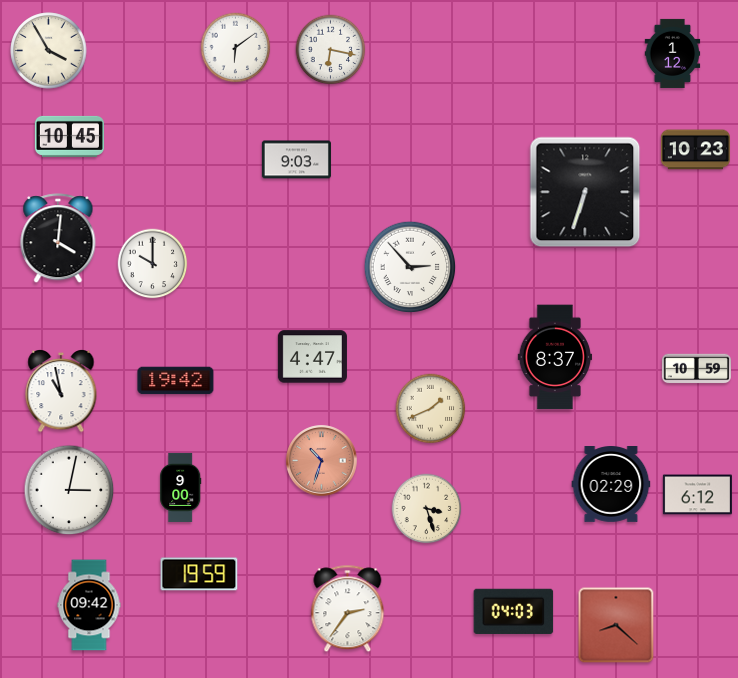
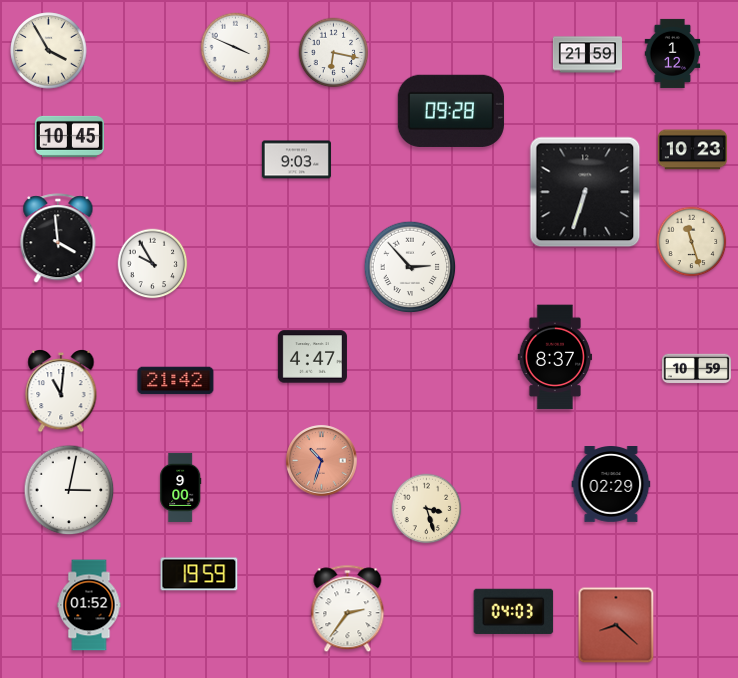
clock at (236, 48): 6:09 -> 3:49
clock at (331, 50) position: (331, 50) -> (334, 53)
clock at (587, 55): none -> 21:59
clock at (451, 110): none -> 09:28
clock at (695, 150) position: (695, 150) -> (692, 150)
clock at (58, 239): 4:01 -> 3:59
clock at (692, 242): none -> 11:27
clock at (153, 264): 10:00 -> 9:55
clock at (176, 381): 19:42 -> 21:42
clock at (61, 392): 10:58 -> 11:01
clock at (431, 409): 1:41 -> none
clock at (697, 495): 6:12 -> none
clock at (89, 605): 09:42 -> 01:52
